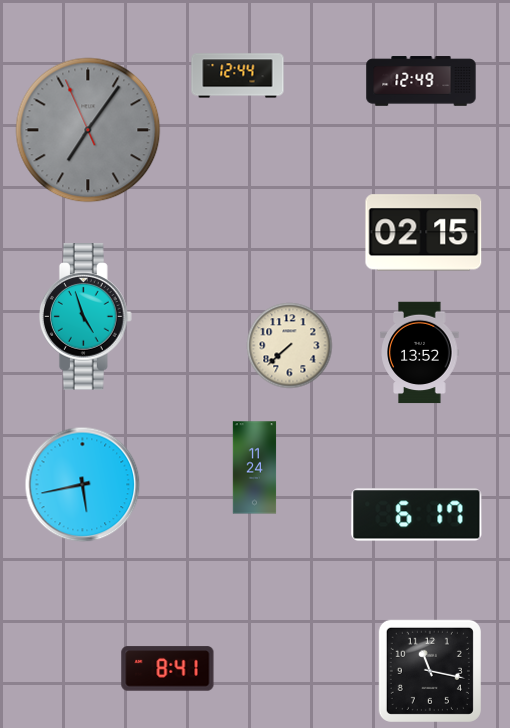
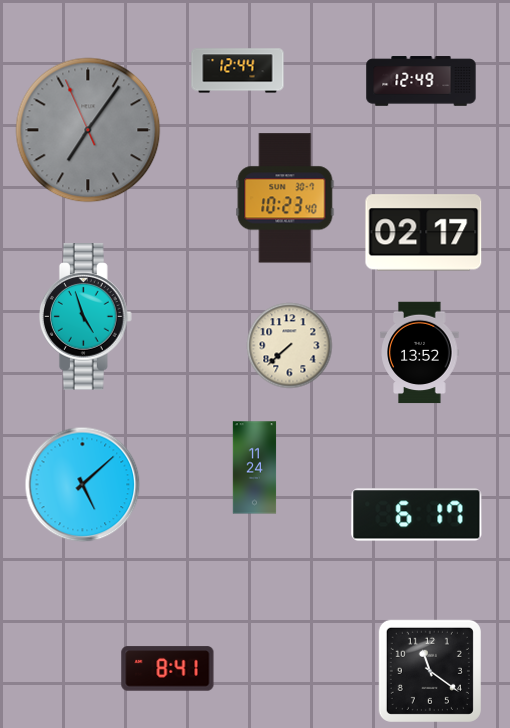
clock at (238, 76) position: (238, 76) -> (238, 71)
clock at (285, 198): none -> 10:23
clock at (424, 233): 02:15 -> 02:17
clock at (83, 485): 5:43 -> 5:08
clock at (430, 671): 11:17 -> 11:21
